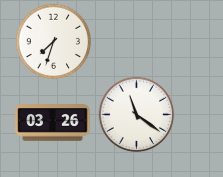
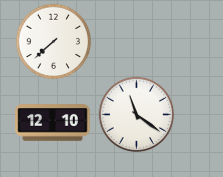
clock at (54, 42): 7:33 -> 7:38
clock at (53, 123): 03:26 -> 12:10
